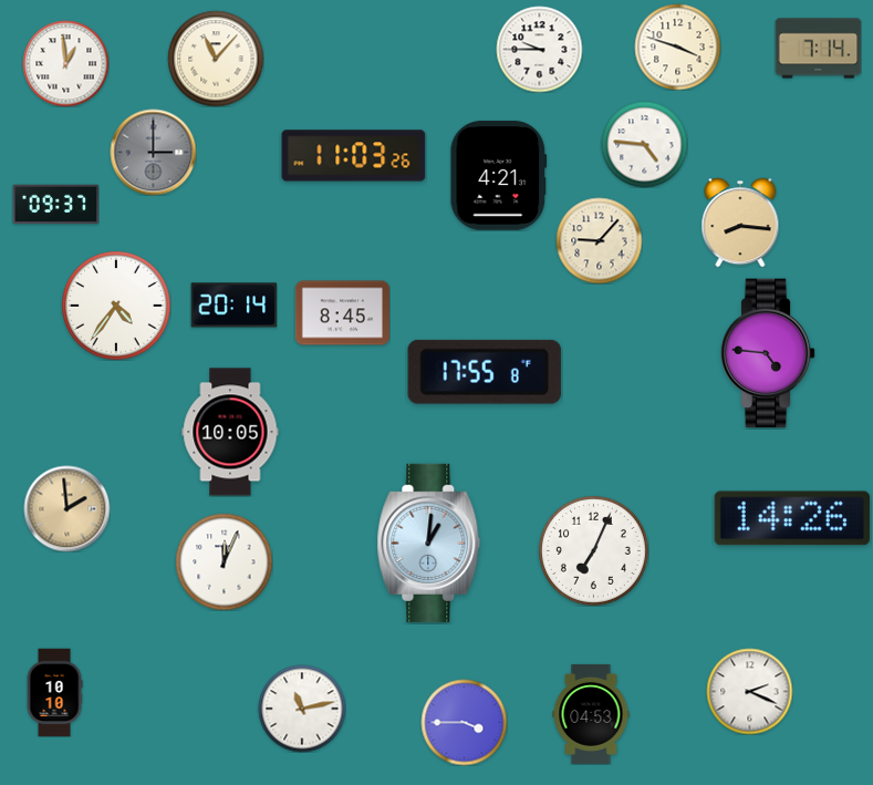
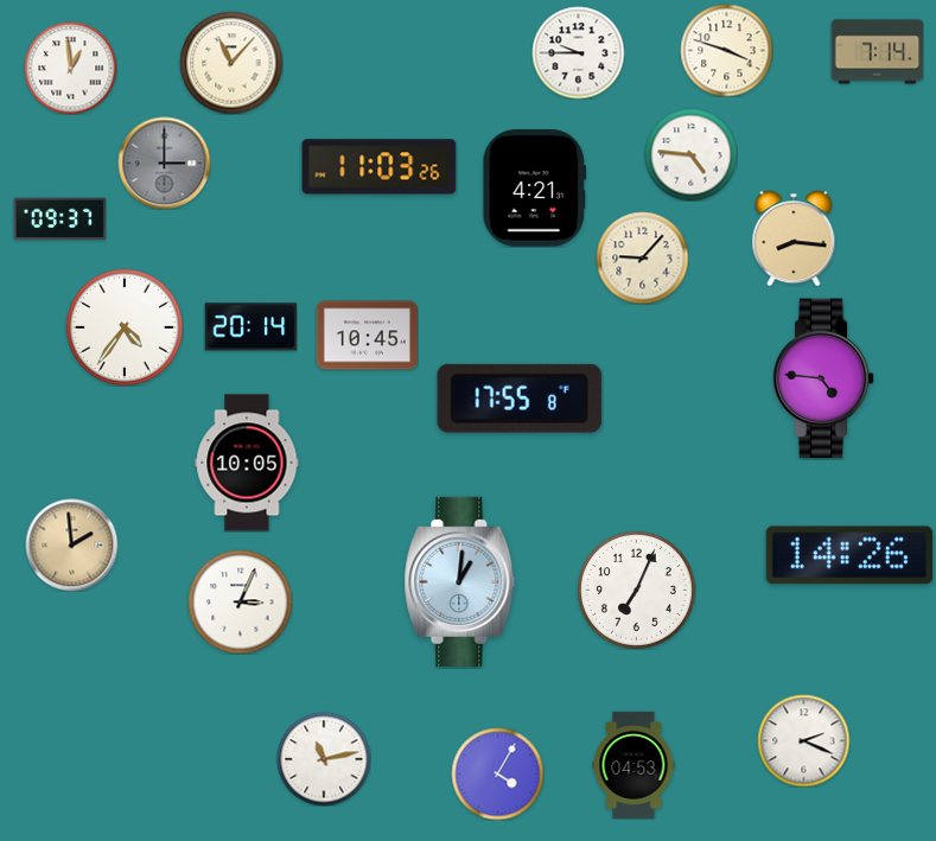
clock at (342, 313): 8:45 -> 10:45
clock at (224, 561): 12:04 -> 3:04
clock at (54, 692): 10:10 -> none
clock at (464, 722): 3:45 -> 4:05
